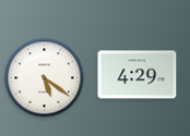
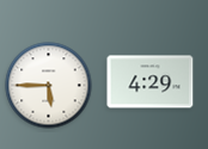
clock at (45, 78): 5:21 -> 5:45
